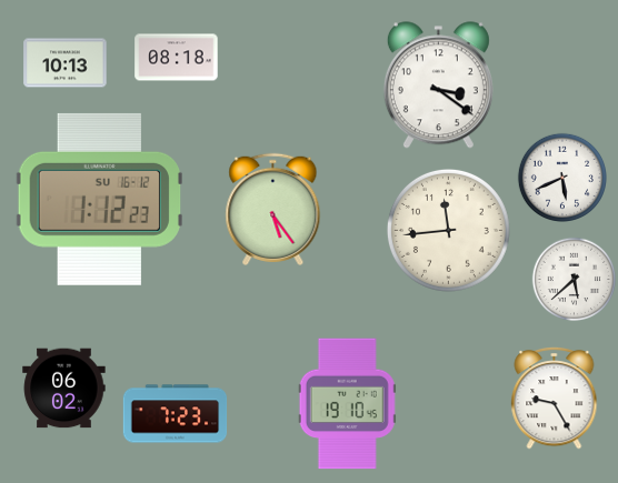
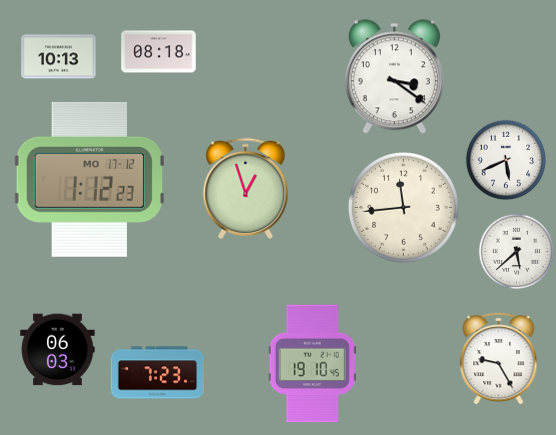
clock at (99, 199) date: SU 16-12 -> MO 17-12
clock at (273, 209): 5:24 -> 12:57
clock at (64, 389): 06:02 -> 06:03
